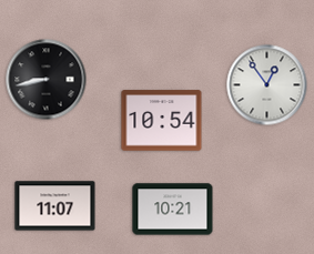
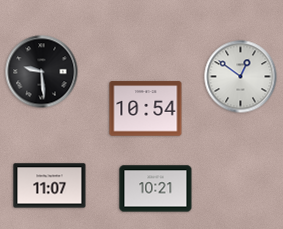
clock at (47, 80): 8:43 -> 9:29
clock at (267, 85): 12:54 -> 12:51
